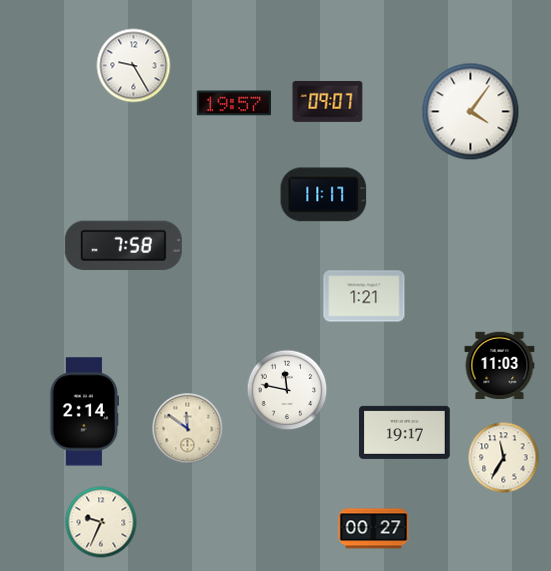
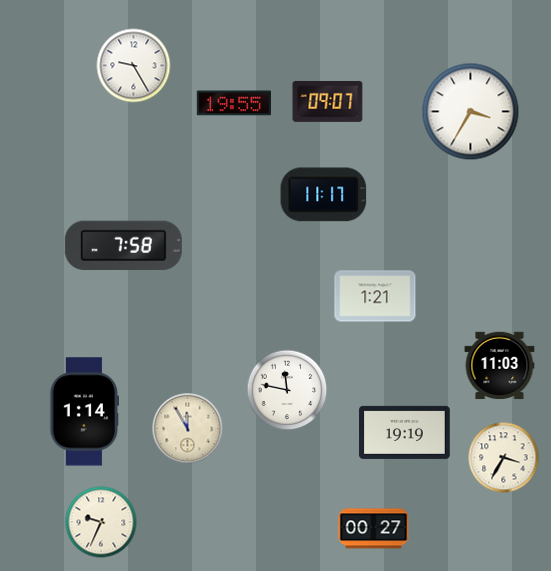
clock at (233, 103): 19:57 -> 19:55
clock at (471, 112): 4:06 -> 3:35
clock at (364, 296) position: (364, 296) -> (375, 296)
clock at (84, 412): 2:14 -> 1:14
clock at (188, 429): 11:51 -> 11:55
clock at (405, 432): 19:17 -> 19:19
clock at (504, 458): 11:35 -> 3:35
